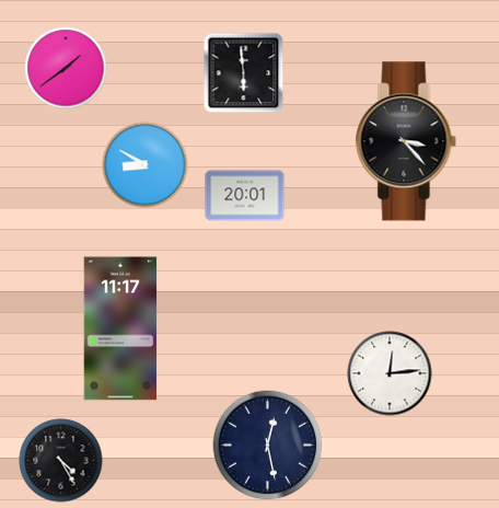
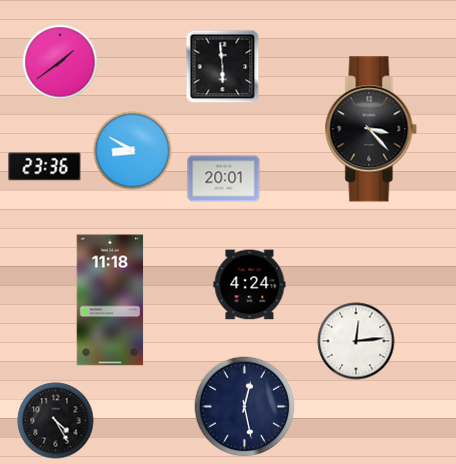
clock at (45, 167): none -> 23:36
clock at (250, 285): none -> 4:24
clock at (120, 328): 11:17 -> 11:18
